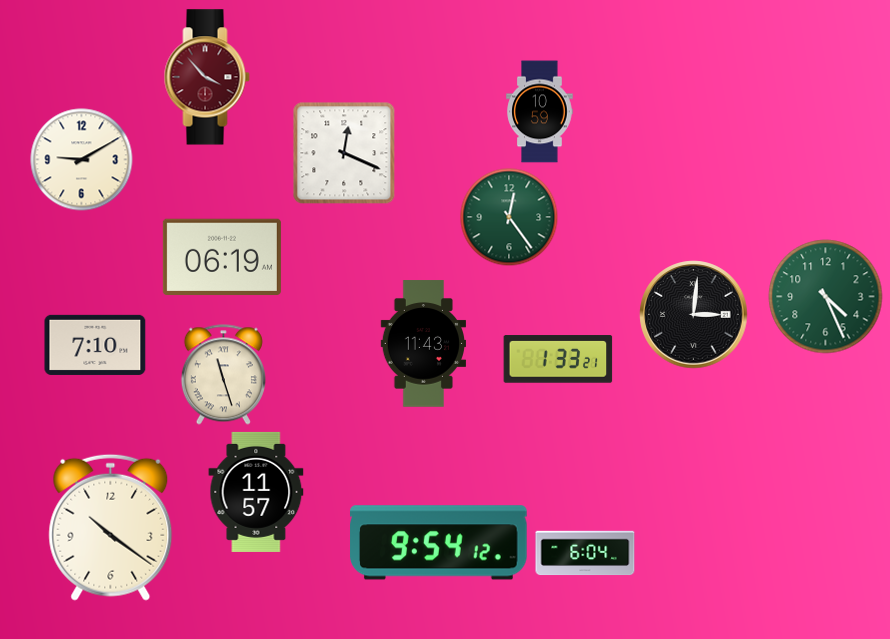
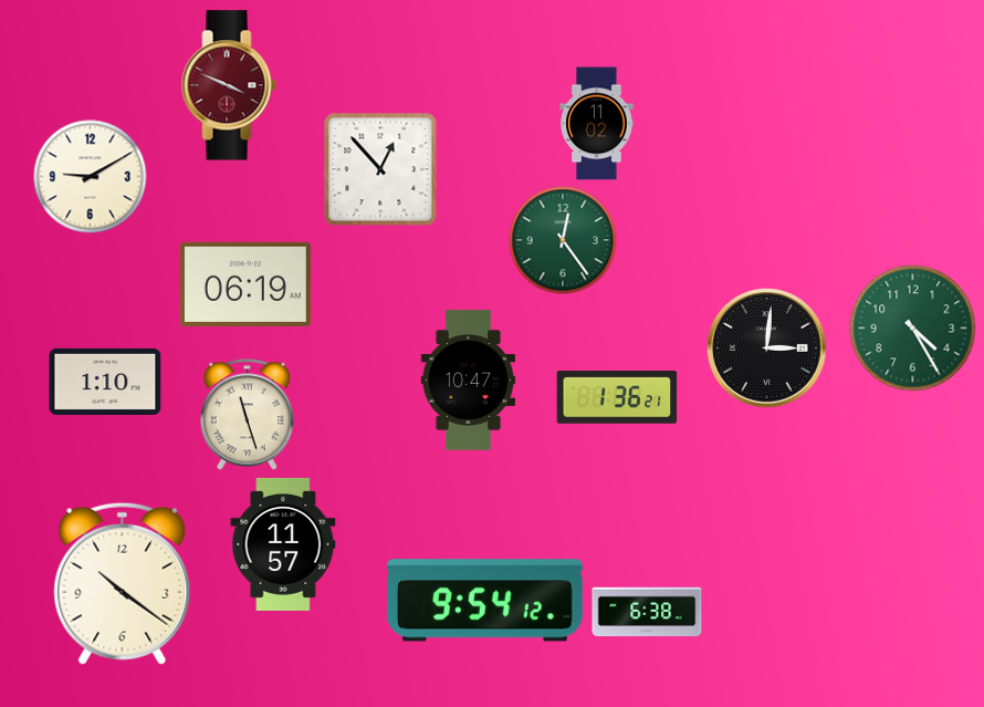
clock at (207, 77): 3:53 -> 3:49
clock at (540, 112): 10:59 -> 11:02
clock at (344, 153): 12:19 -> 12:53
clock at (826, 297): 4:26 -> 4:25
clock at (423, 344): 11:43 -> 10:47
clock at (95, 345): 7:10 -> 1:10
clock at (558, 359): 1:33 -> 1:36
clock at (585, 553): 6:04 -> 6:38
